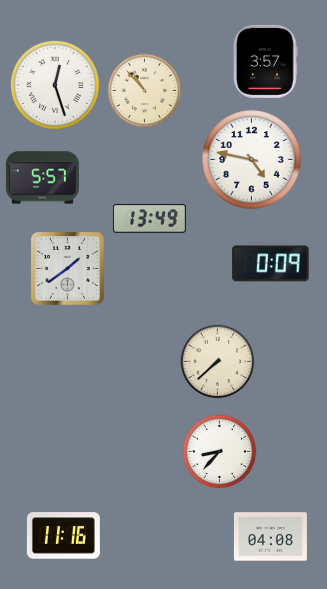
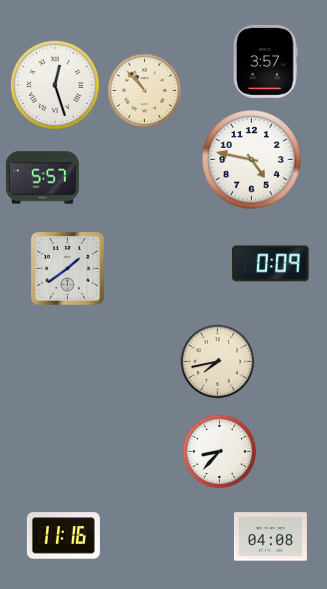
clock at (149, 219): 13:49 -> none
clock at (218, 362): 7:38 -> 7:43
